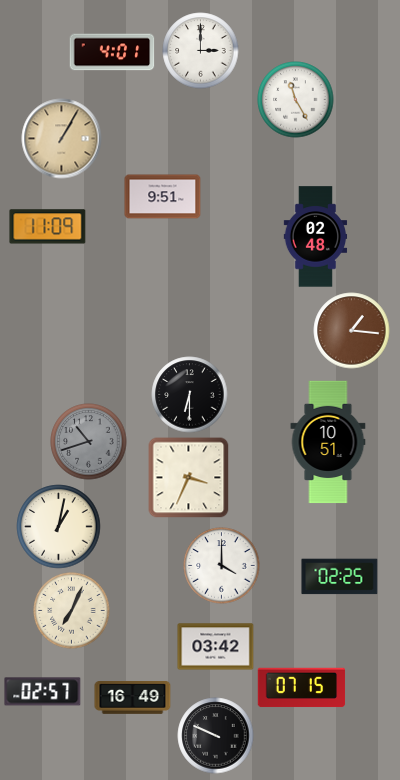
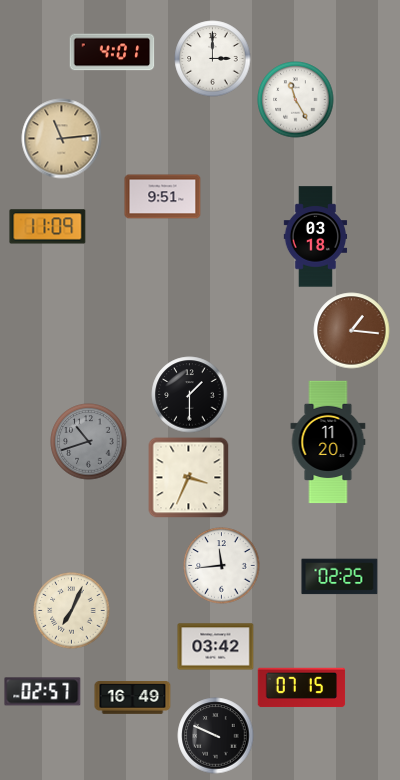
clock at (201, 51) position: (201, 51) -> (213, 59)
clock at (62, 139): 1:05 -> 11:14
clock at (316, 237): 02:48 -> 03:18
clock at (190, 395): 6:30 -> 1:30
clock at (328, 442): 10:51 -> 11:20
clock at (59, 527): 1:02 -> none
clock at (222, 566): 4:00 -> 11:44
